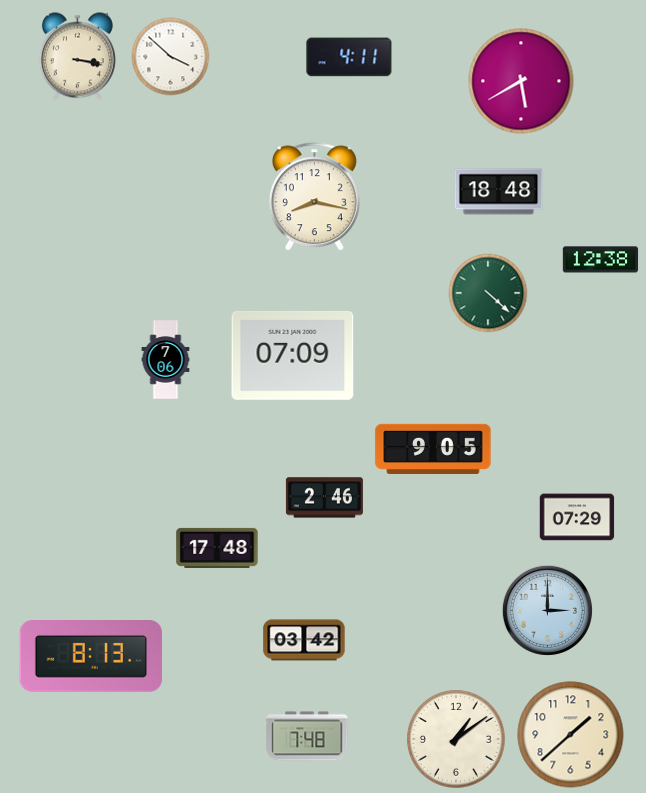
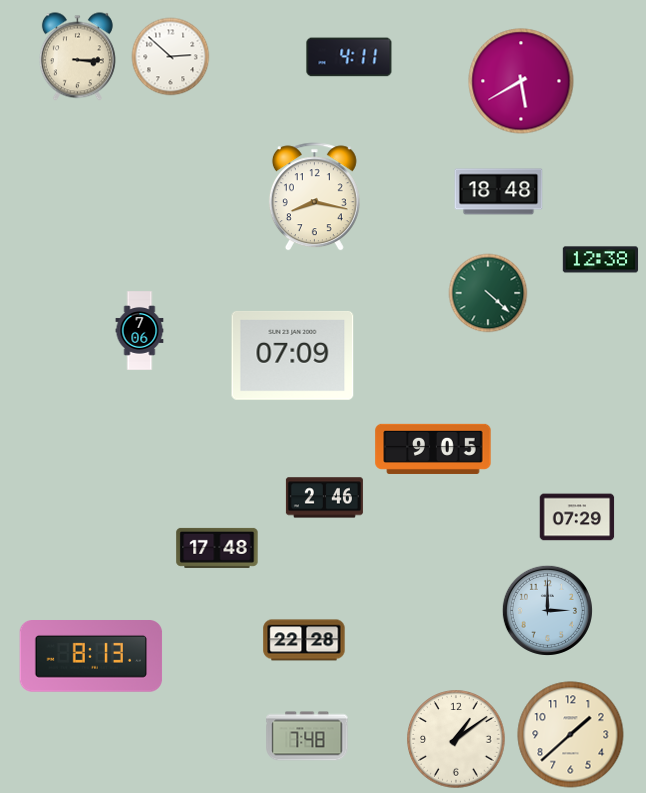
clock at (77, 57): 3:17 -> 3:15
clock at (171, 57): 3:52 -> 2:52
clock at (166, 360) position: (166, 360) -> (140, 331)
clock at (304, 640): 03:42 -> 22:28
